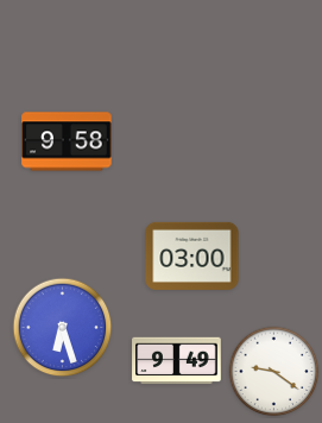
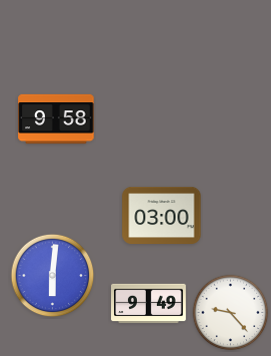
clock at (63, 328): 6:27 -> 6:01
clock at (274, 372): 9:21 -> 9:23
